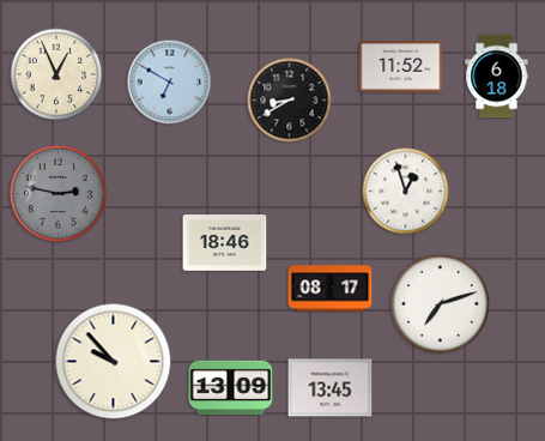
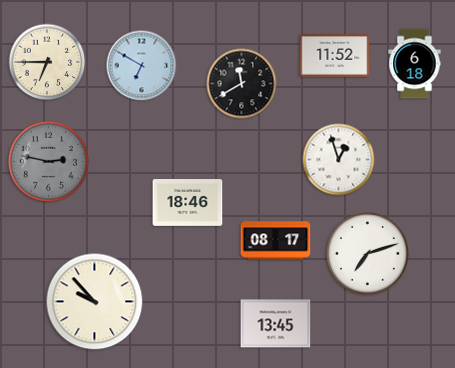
clock at (56, 74): 12:56 -> 6:45
clock at (170, 83) position: (170, 83) -> (142, 66)
clock at (290, 101): 8:40 -> 11:40
clock at (231, 387): 13:09 -> none
